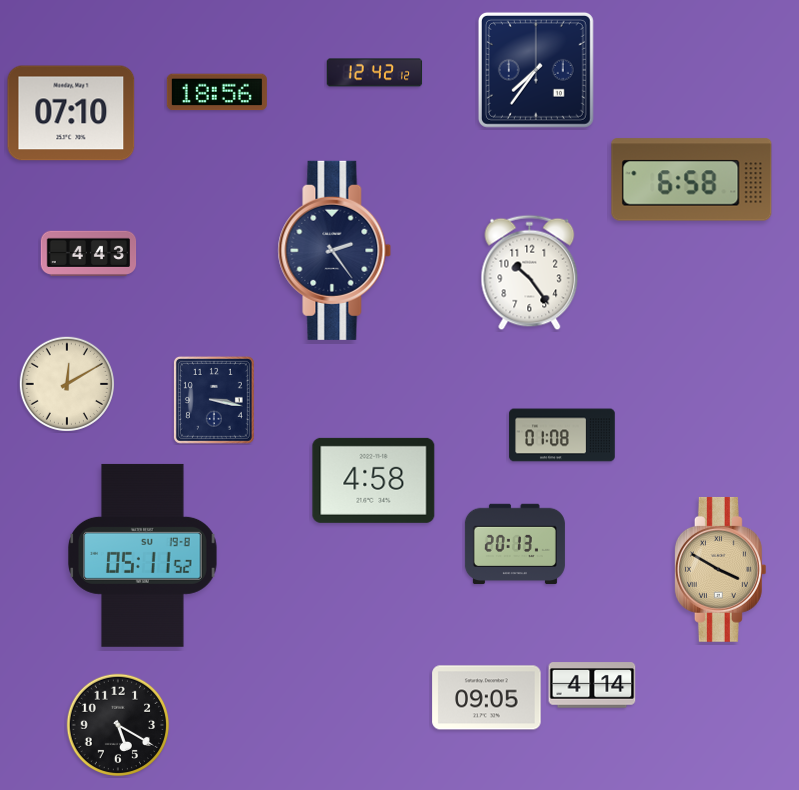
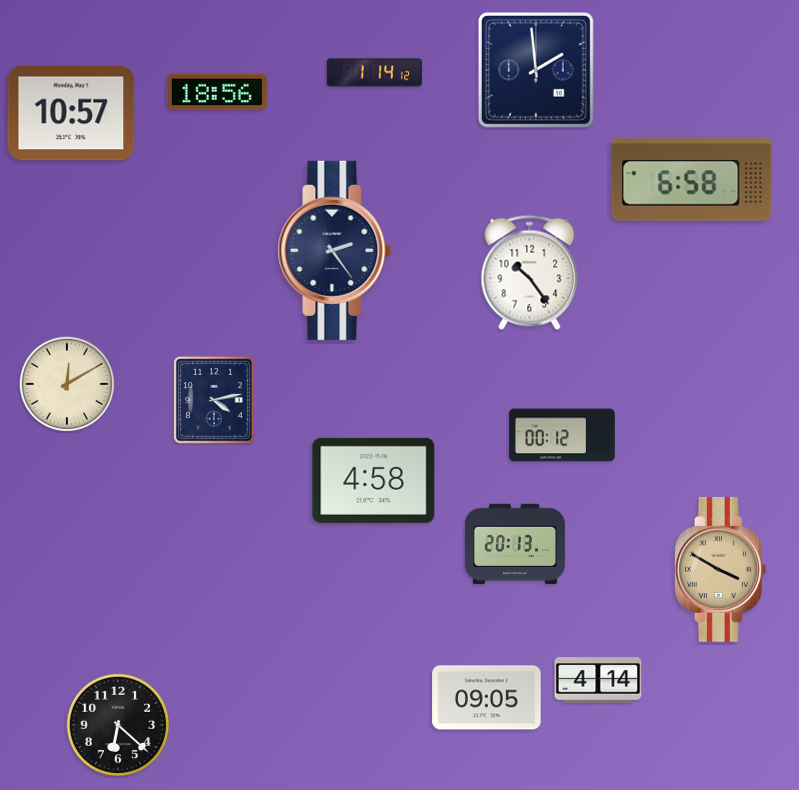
clock at (536, 70): 7:36 -> 1:59
clock at (375, 73): 12:42 -> 1:14
clock at (71, 113): 07:10 -> 10:57
clock at (89, 253): 4:43 -> none
clock at (214, 400): 3:17 -> 4:13
clock at (562, 435): 01:08 -> 00:12
clock at (143, 555): 05:11 -> none
clock at (592, 685) position: (592, 685) -> (598, 680)
clock at (118, 725): 5:20 -> 6:22
